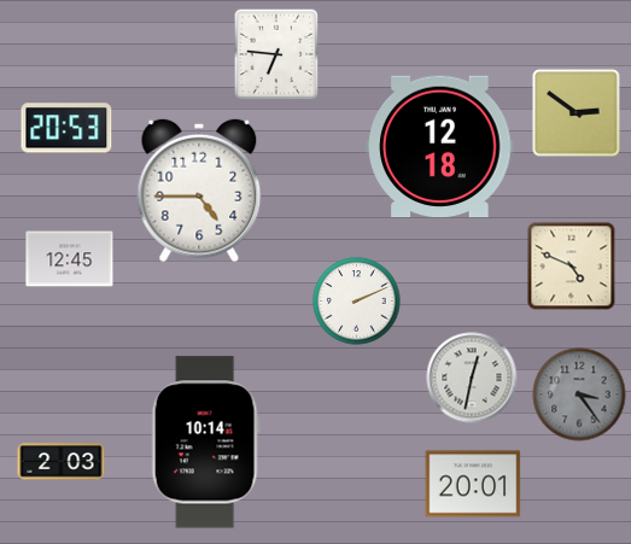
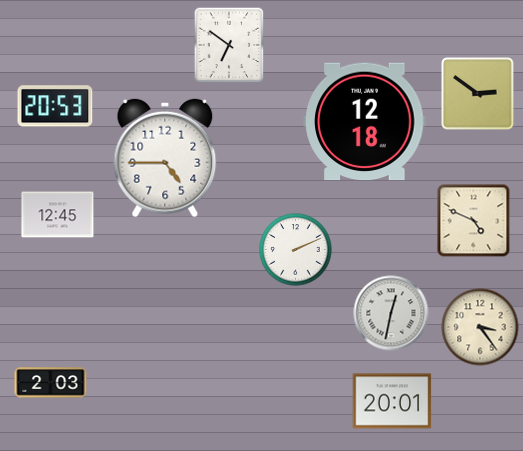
clock at (276, 54): 6:46 -> 6:51
clock at (579, 394) dial: grey -> cream
clock at (205, 443): 10:14 -> none
